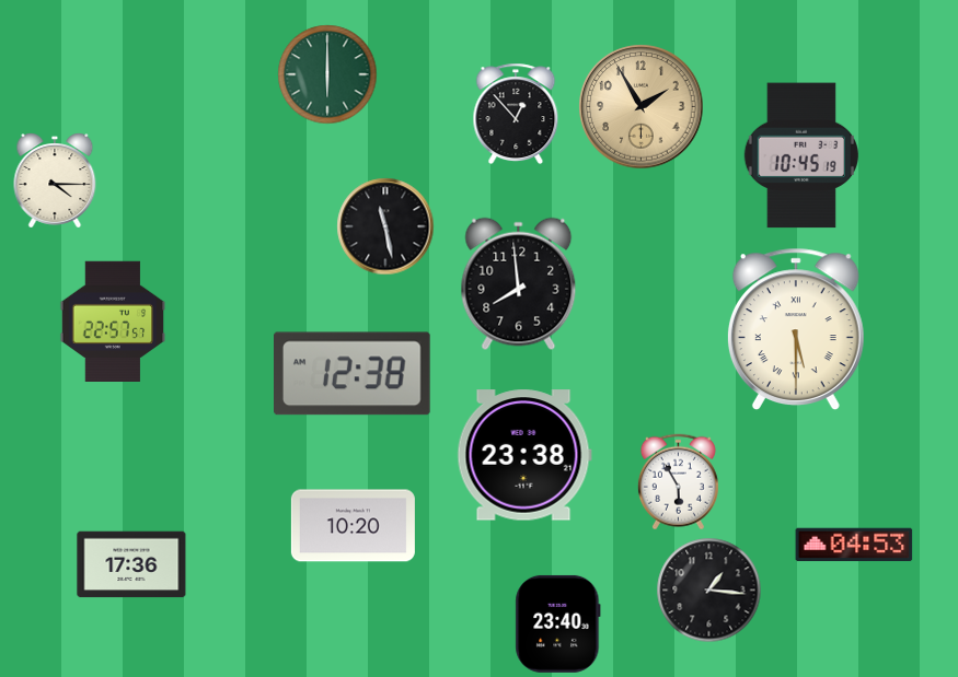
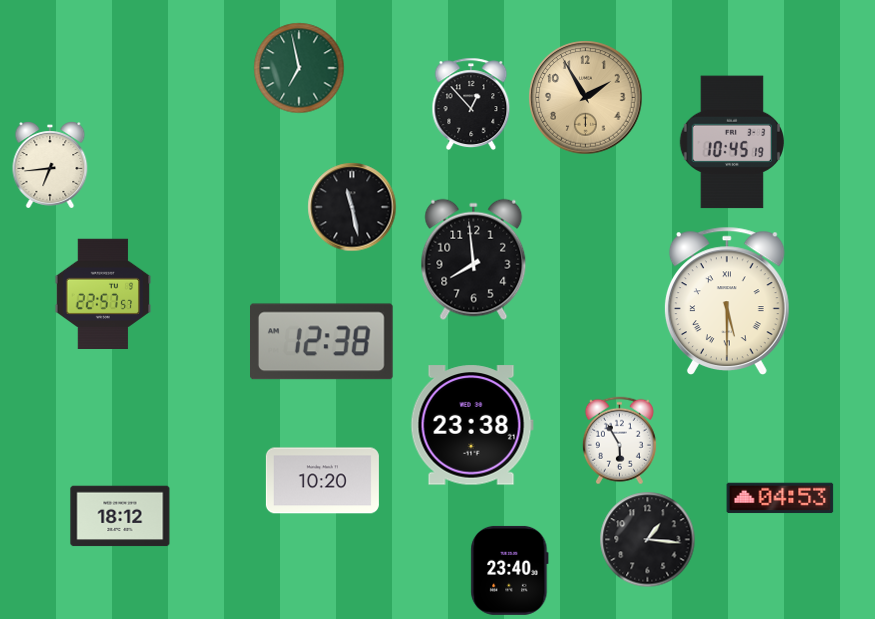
clock at (327, 74): 6:00 -> 6:58
clock at (55, 180): 4:15 -> 6:44
clock at (524, 455) position: (524, 455) -> (472, 425)
clock at (131, 564): 17:36 -> 18:12
